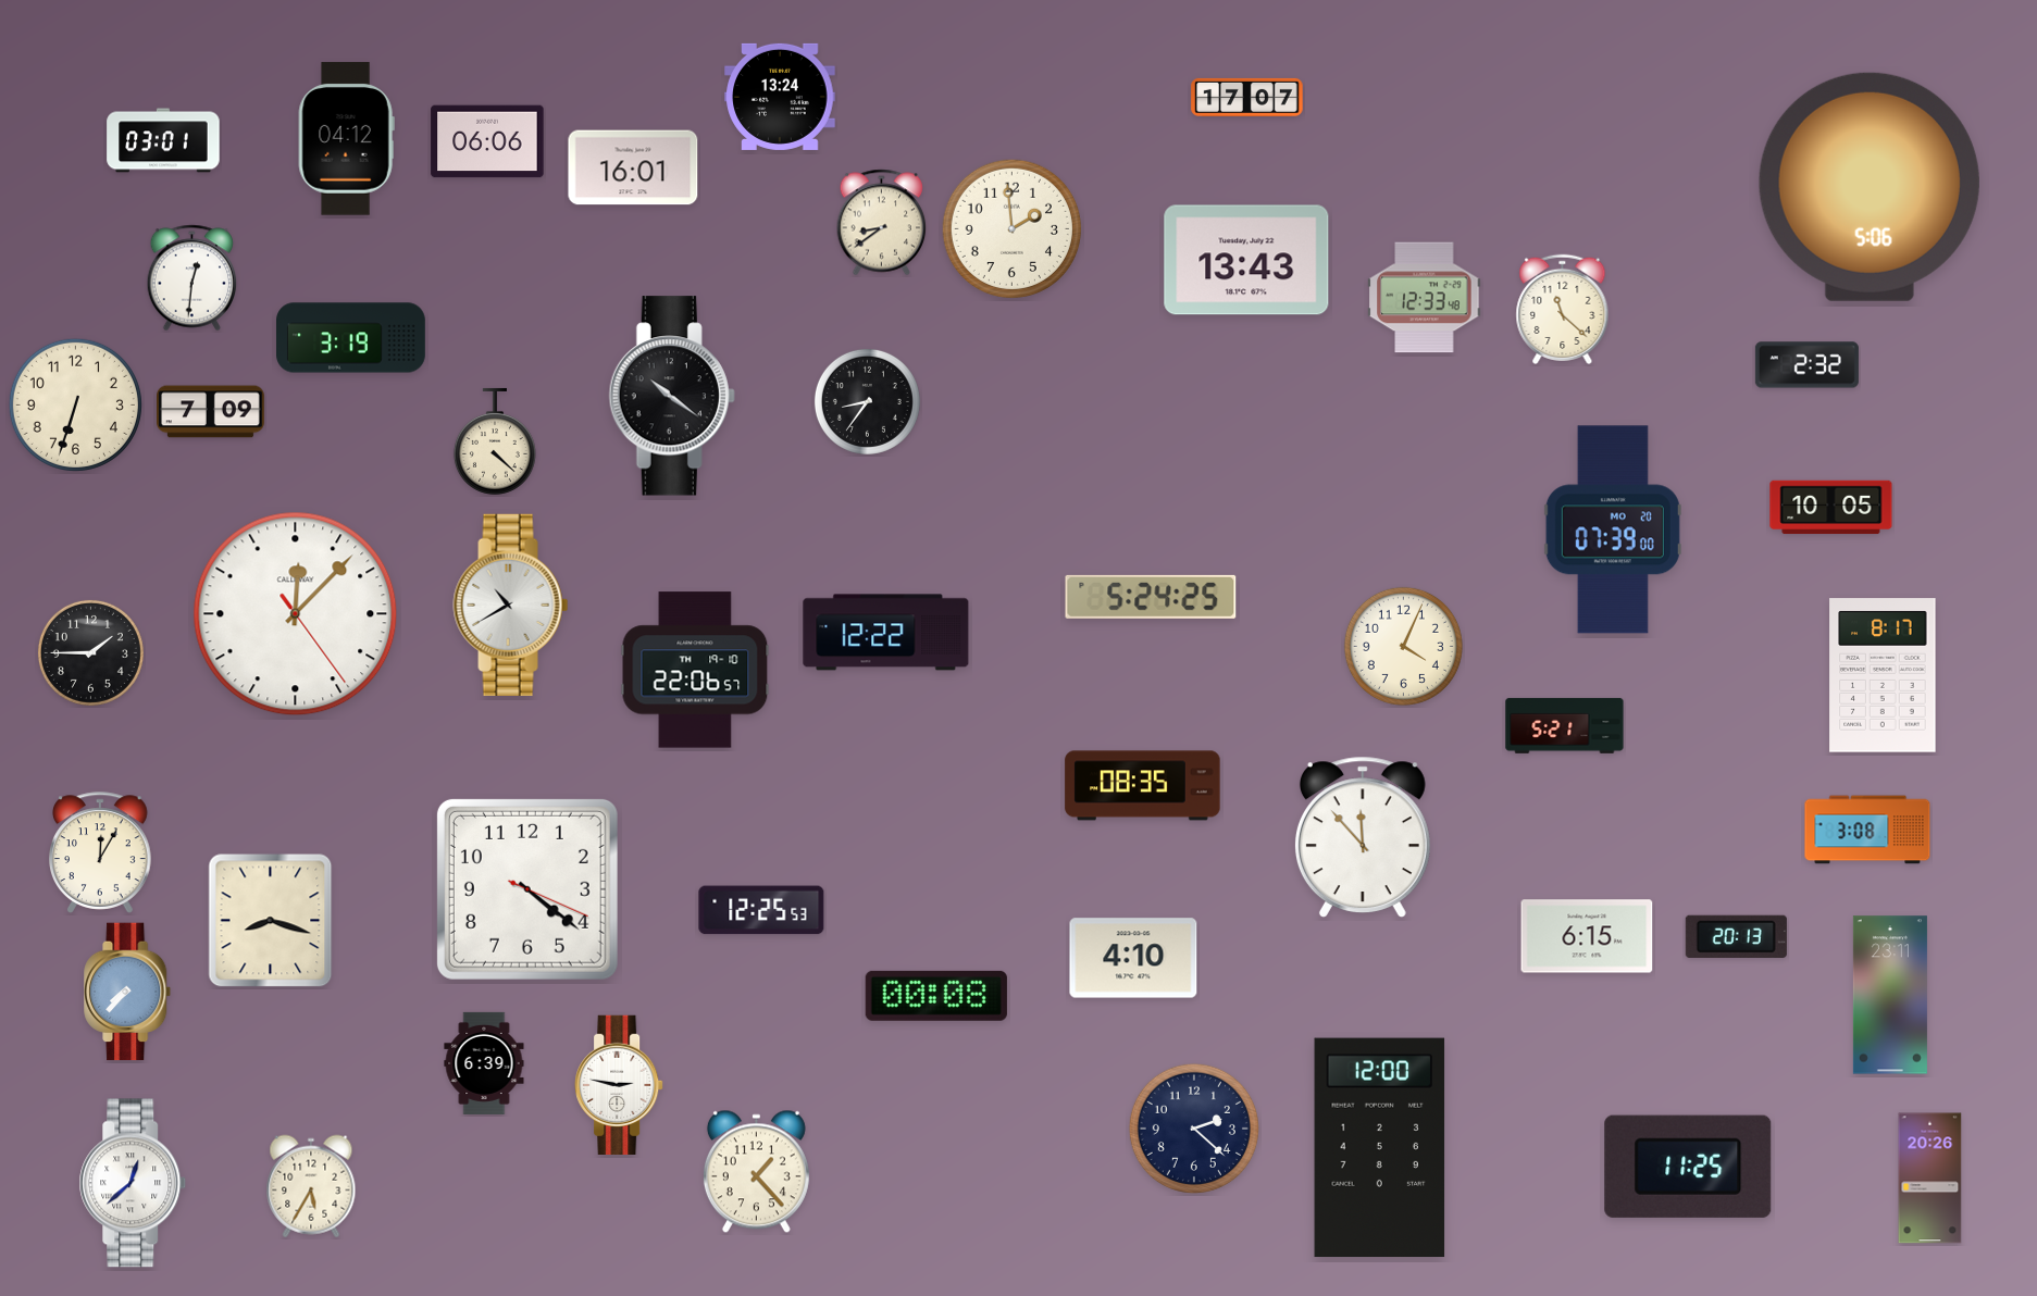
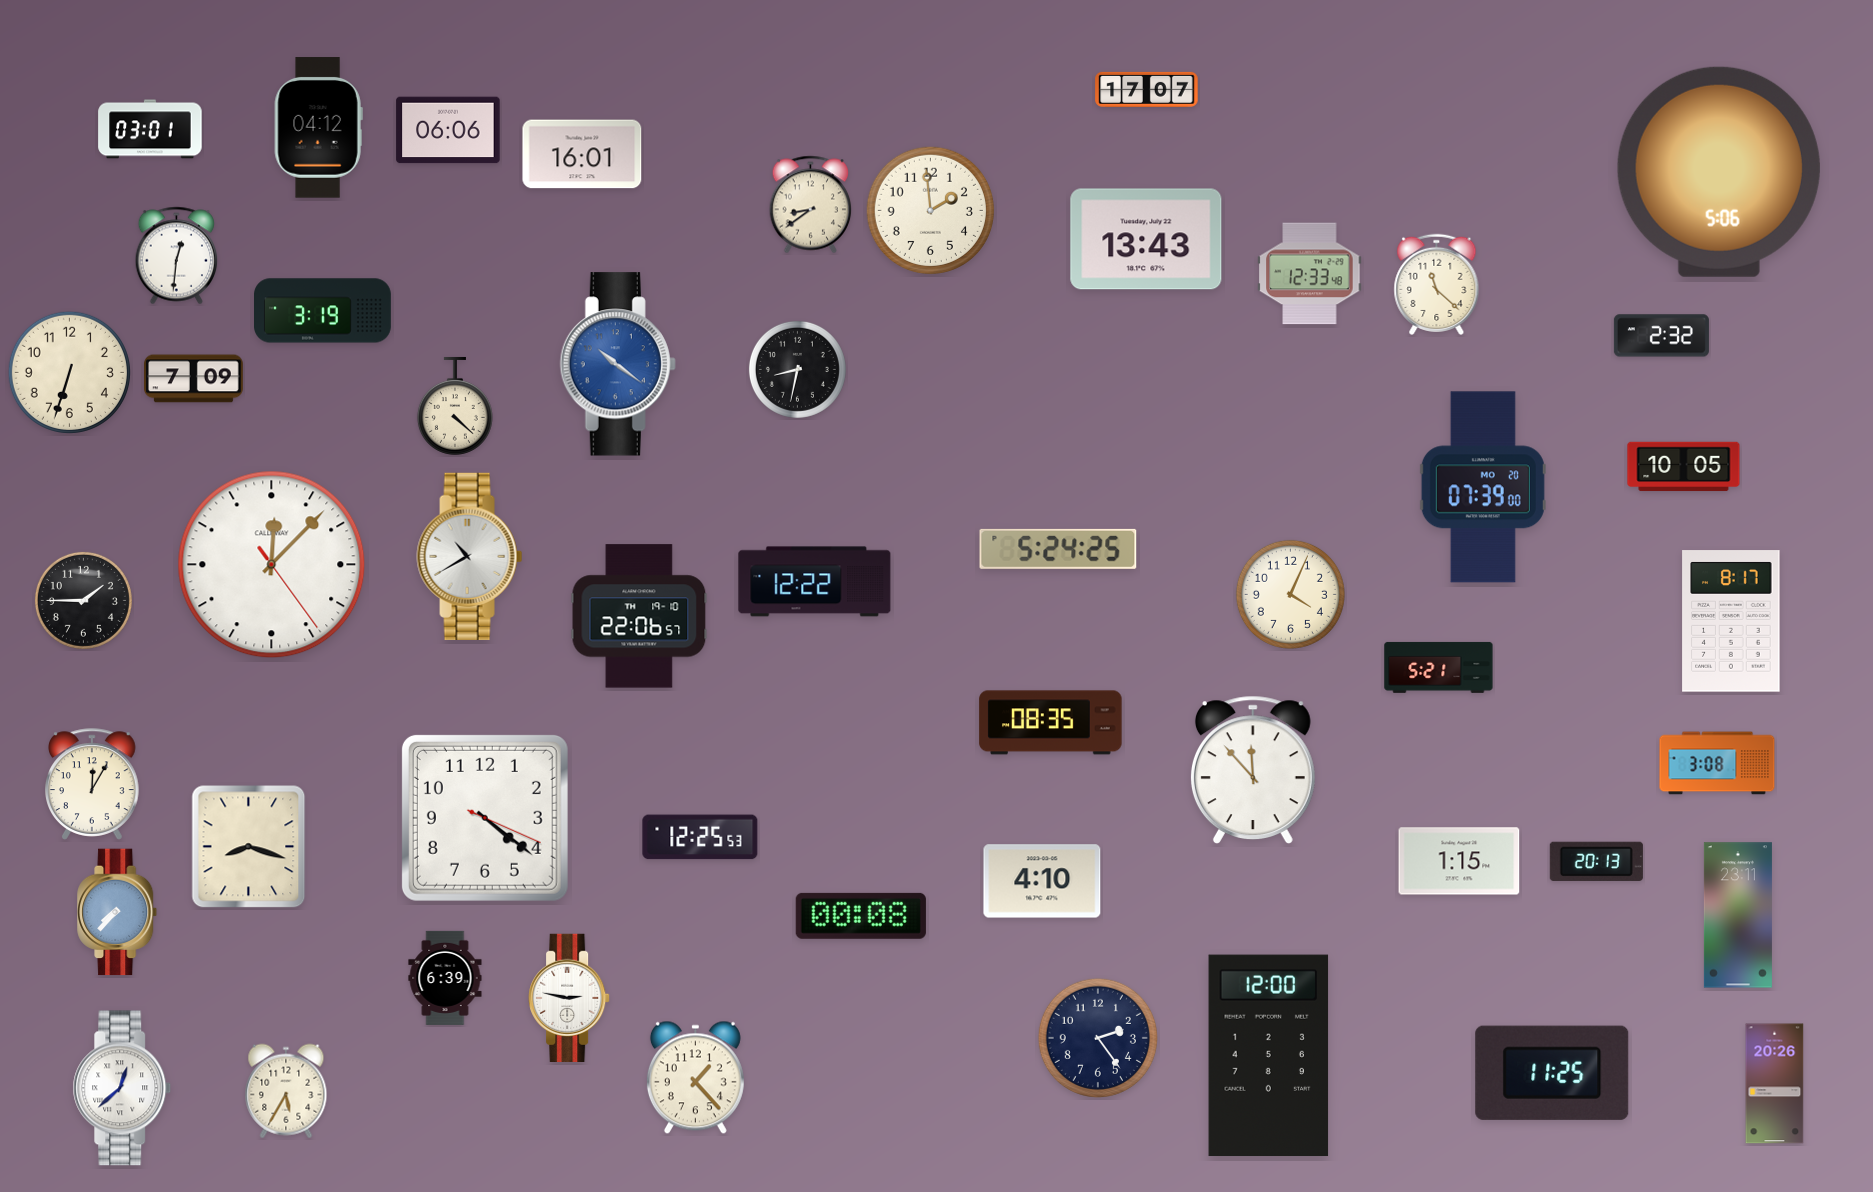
clock at (780, 97): 13:24 -> none
clock at (672, 396) dial: black -> blue
clock at (867, 401): 8:36 -> 8:32
clock at (1587, 936): 6:15 -> 1:15
clock at (1194, 1129): 2:22 -> 2:24
